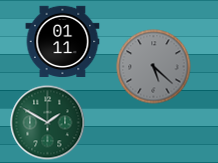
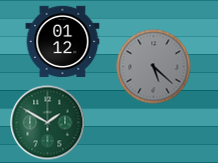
clock at (63, 41): 01:11 -> 01:12
